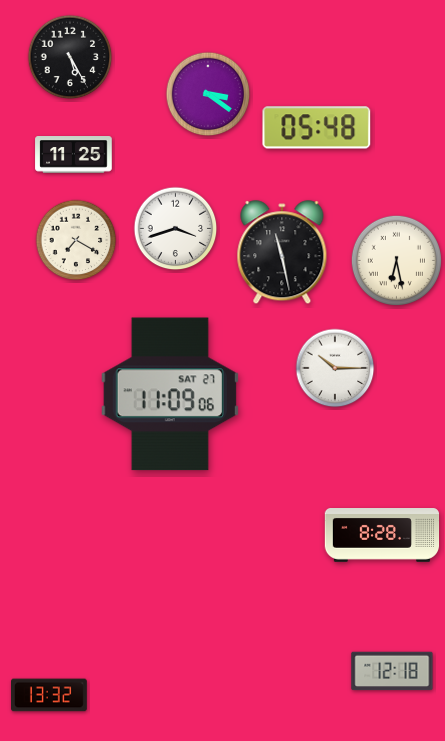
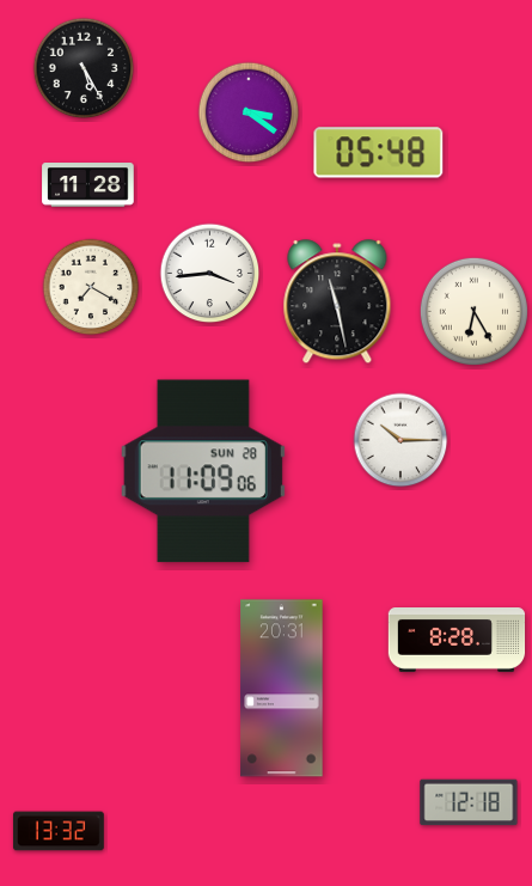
clock at (74, 155): 11:25 -> 11:28
clock at (176, 229): 3:42 -> 3:44
clock at (396, 260): 6:28 -> 6:25
clock at (170, 394) date: SAT 27 -> SUN 28
clock at (282, 689): none -> 20:31
